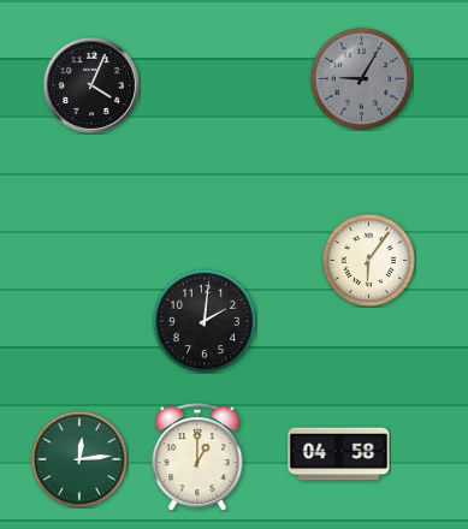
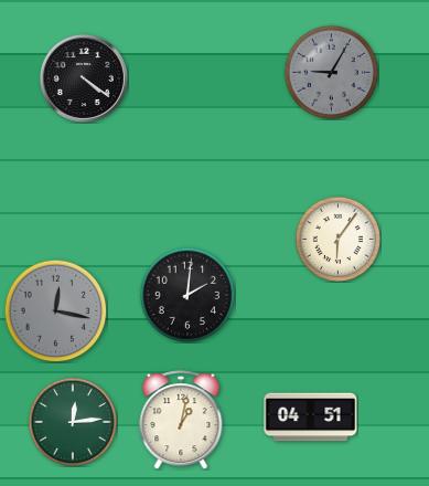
clock at (91, 85): 4:04 -> 4:21
clock at (55, 310): none -> 12:17
clock at (339, 454): 04:58 -> 04:51
clock at (197, 457): 1:00 -> 1:02
